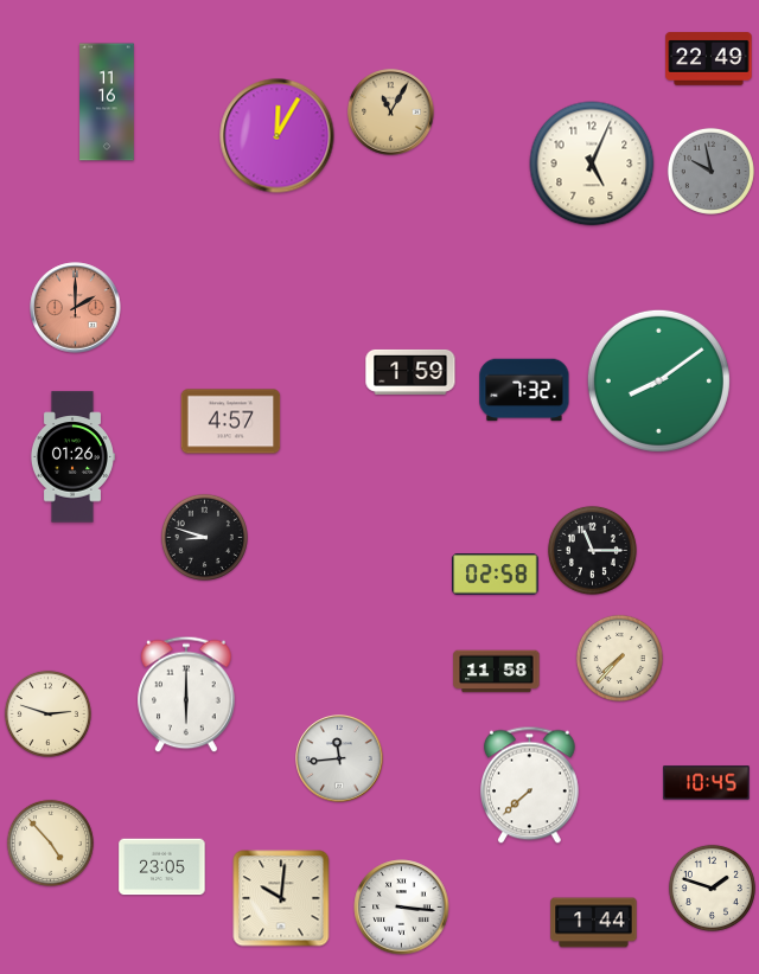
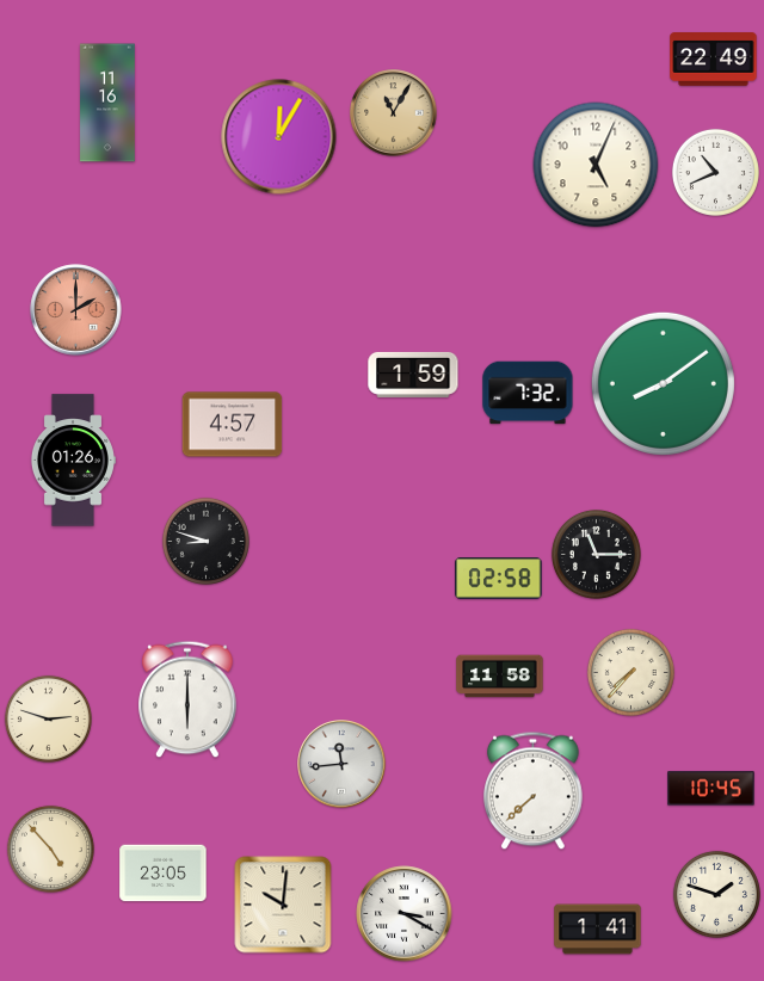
clock at (710, 171): 9:58 -> 10:41
clock at (710, 171) dial: grey -> white
clock at (619, 658) position: (619, 658) -> (630, 672)
clock at (402, 908): 3:16 -> 3:20
clock at (594, 923): 1:44 -> 1:41
